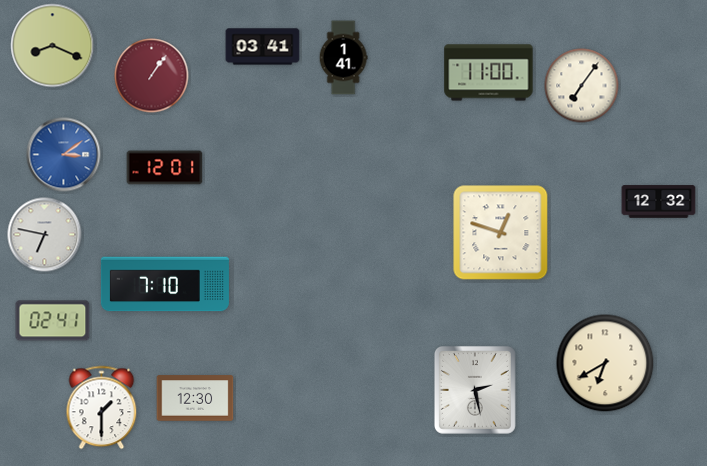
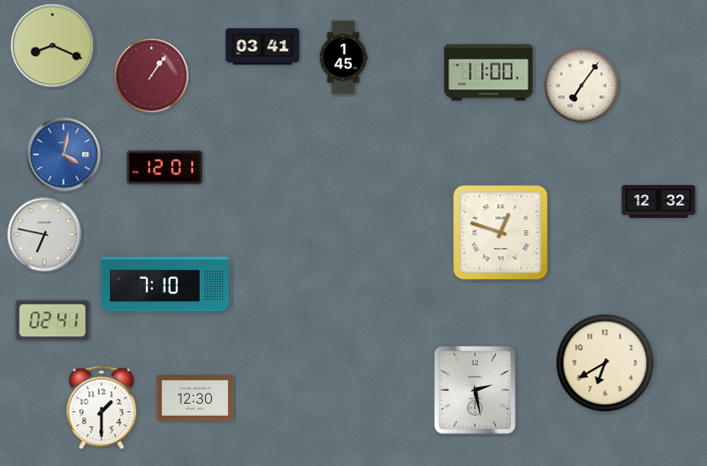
clock at (343, 58): 1:41 -> 1:45
clock at (64, 155): 3:09 -> 4:02
